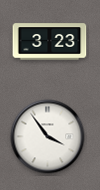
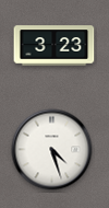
clock at (48, 137): 3:54 -> 4:27
